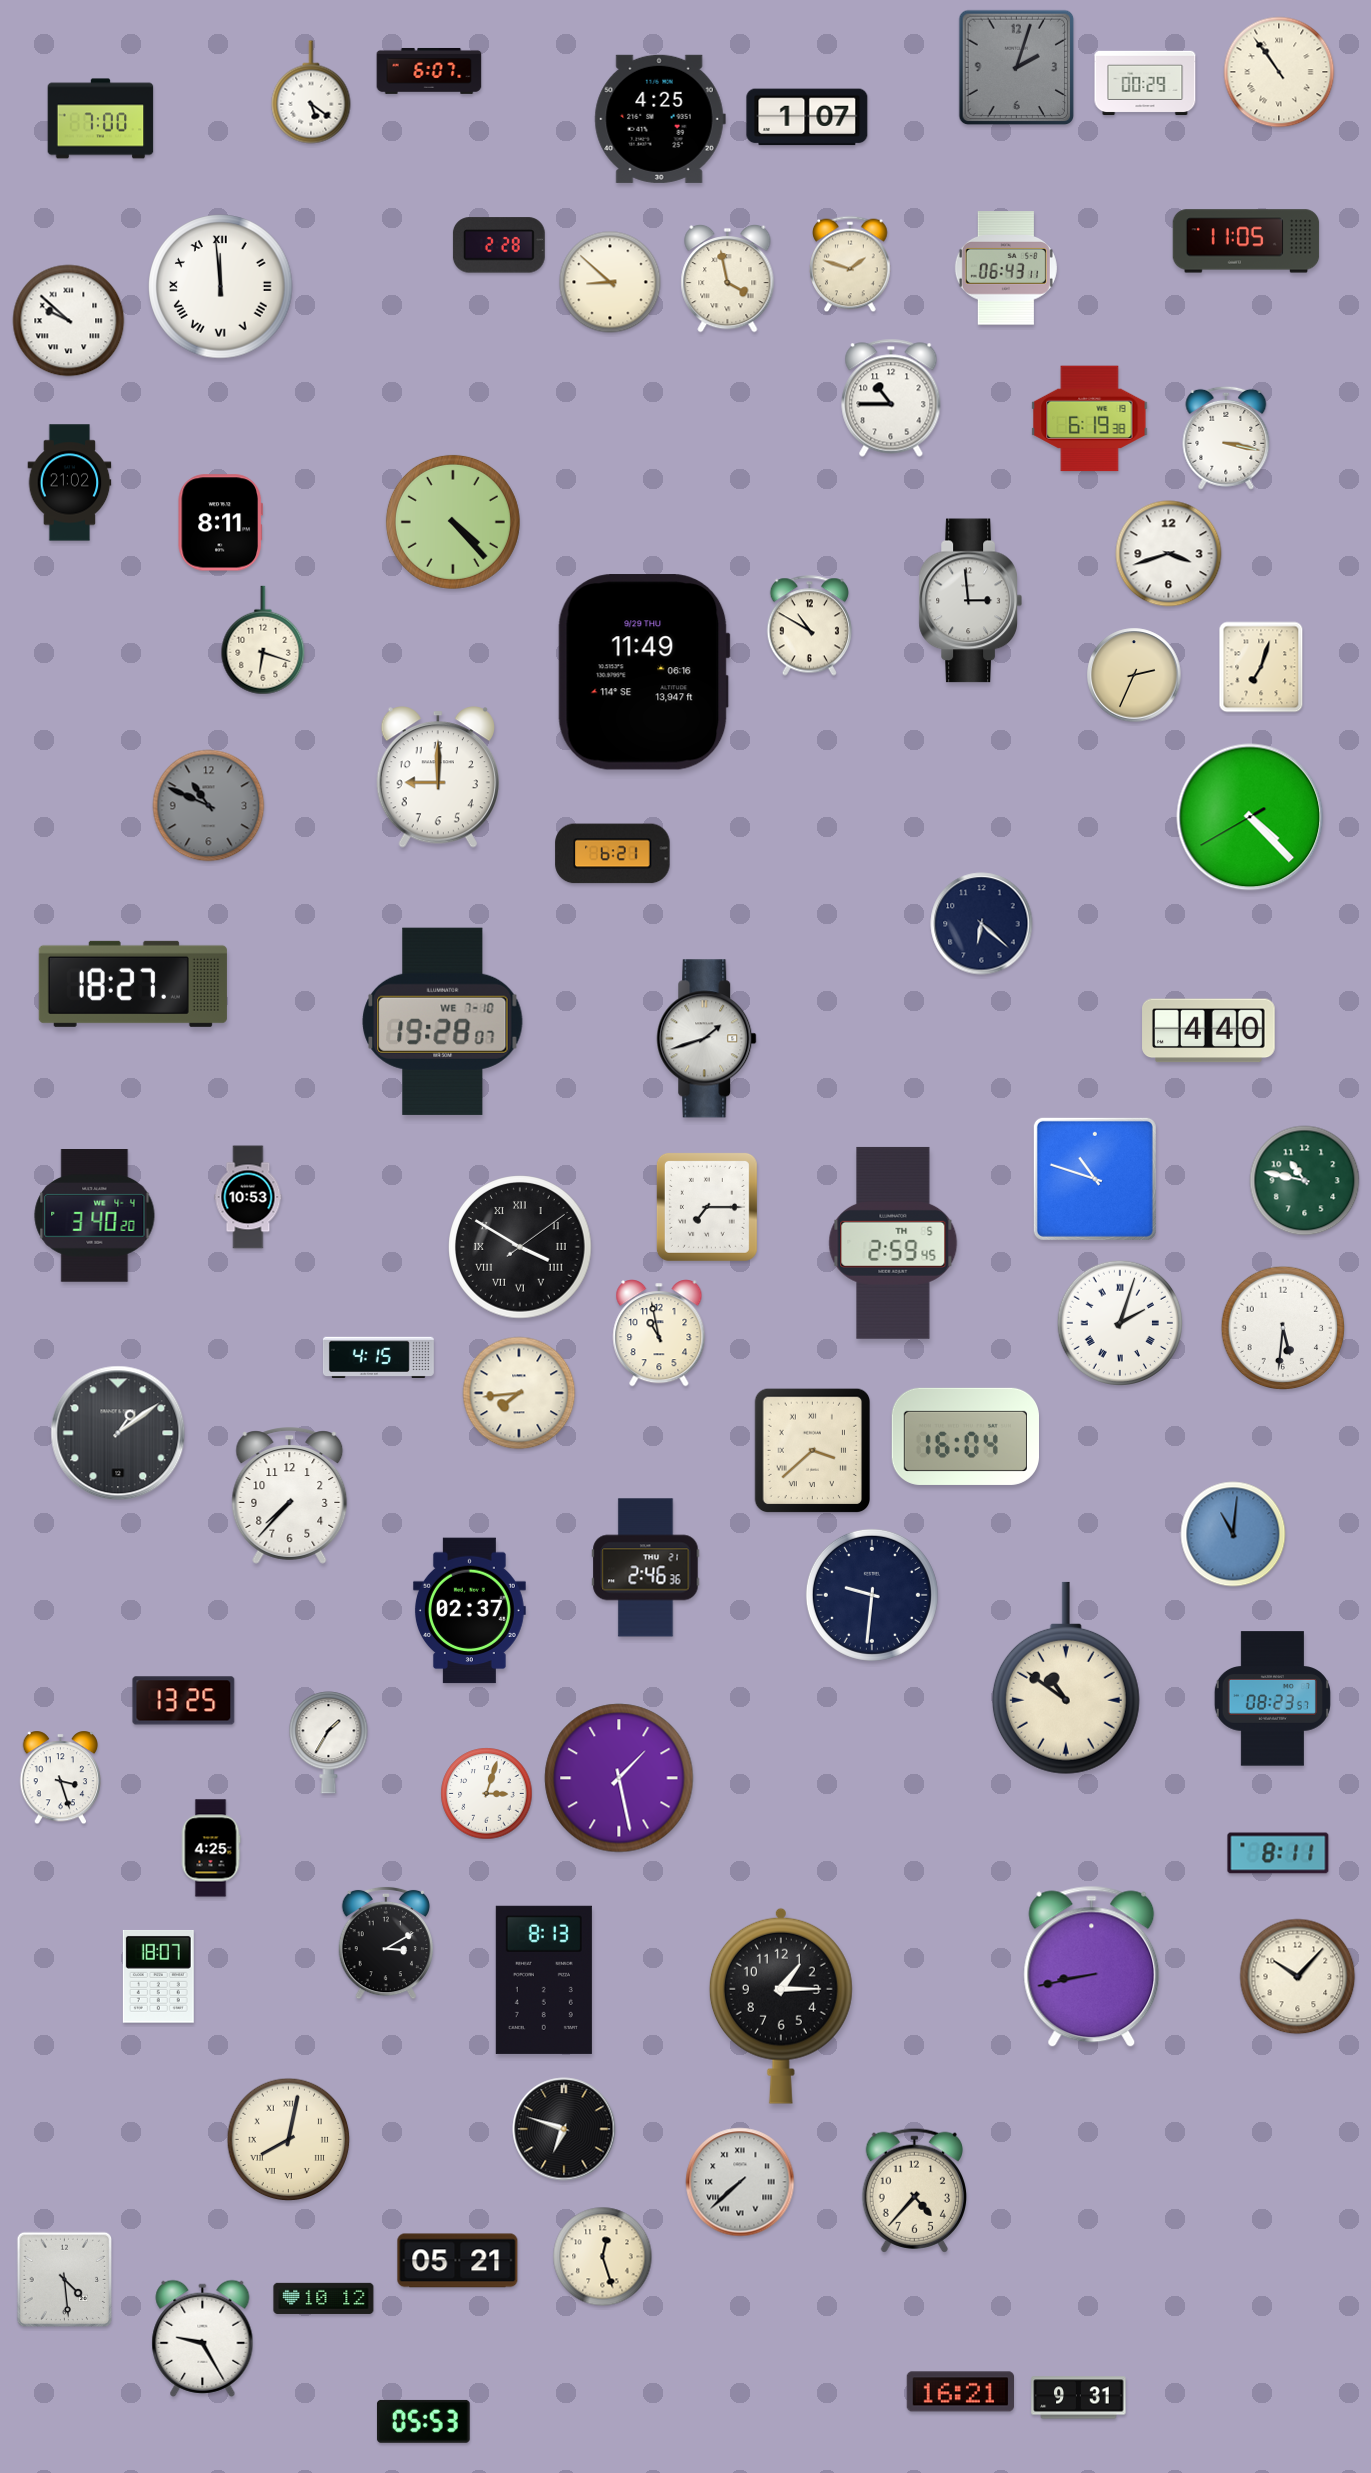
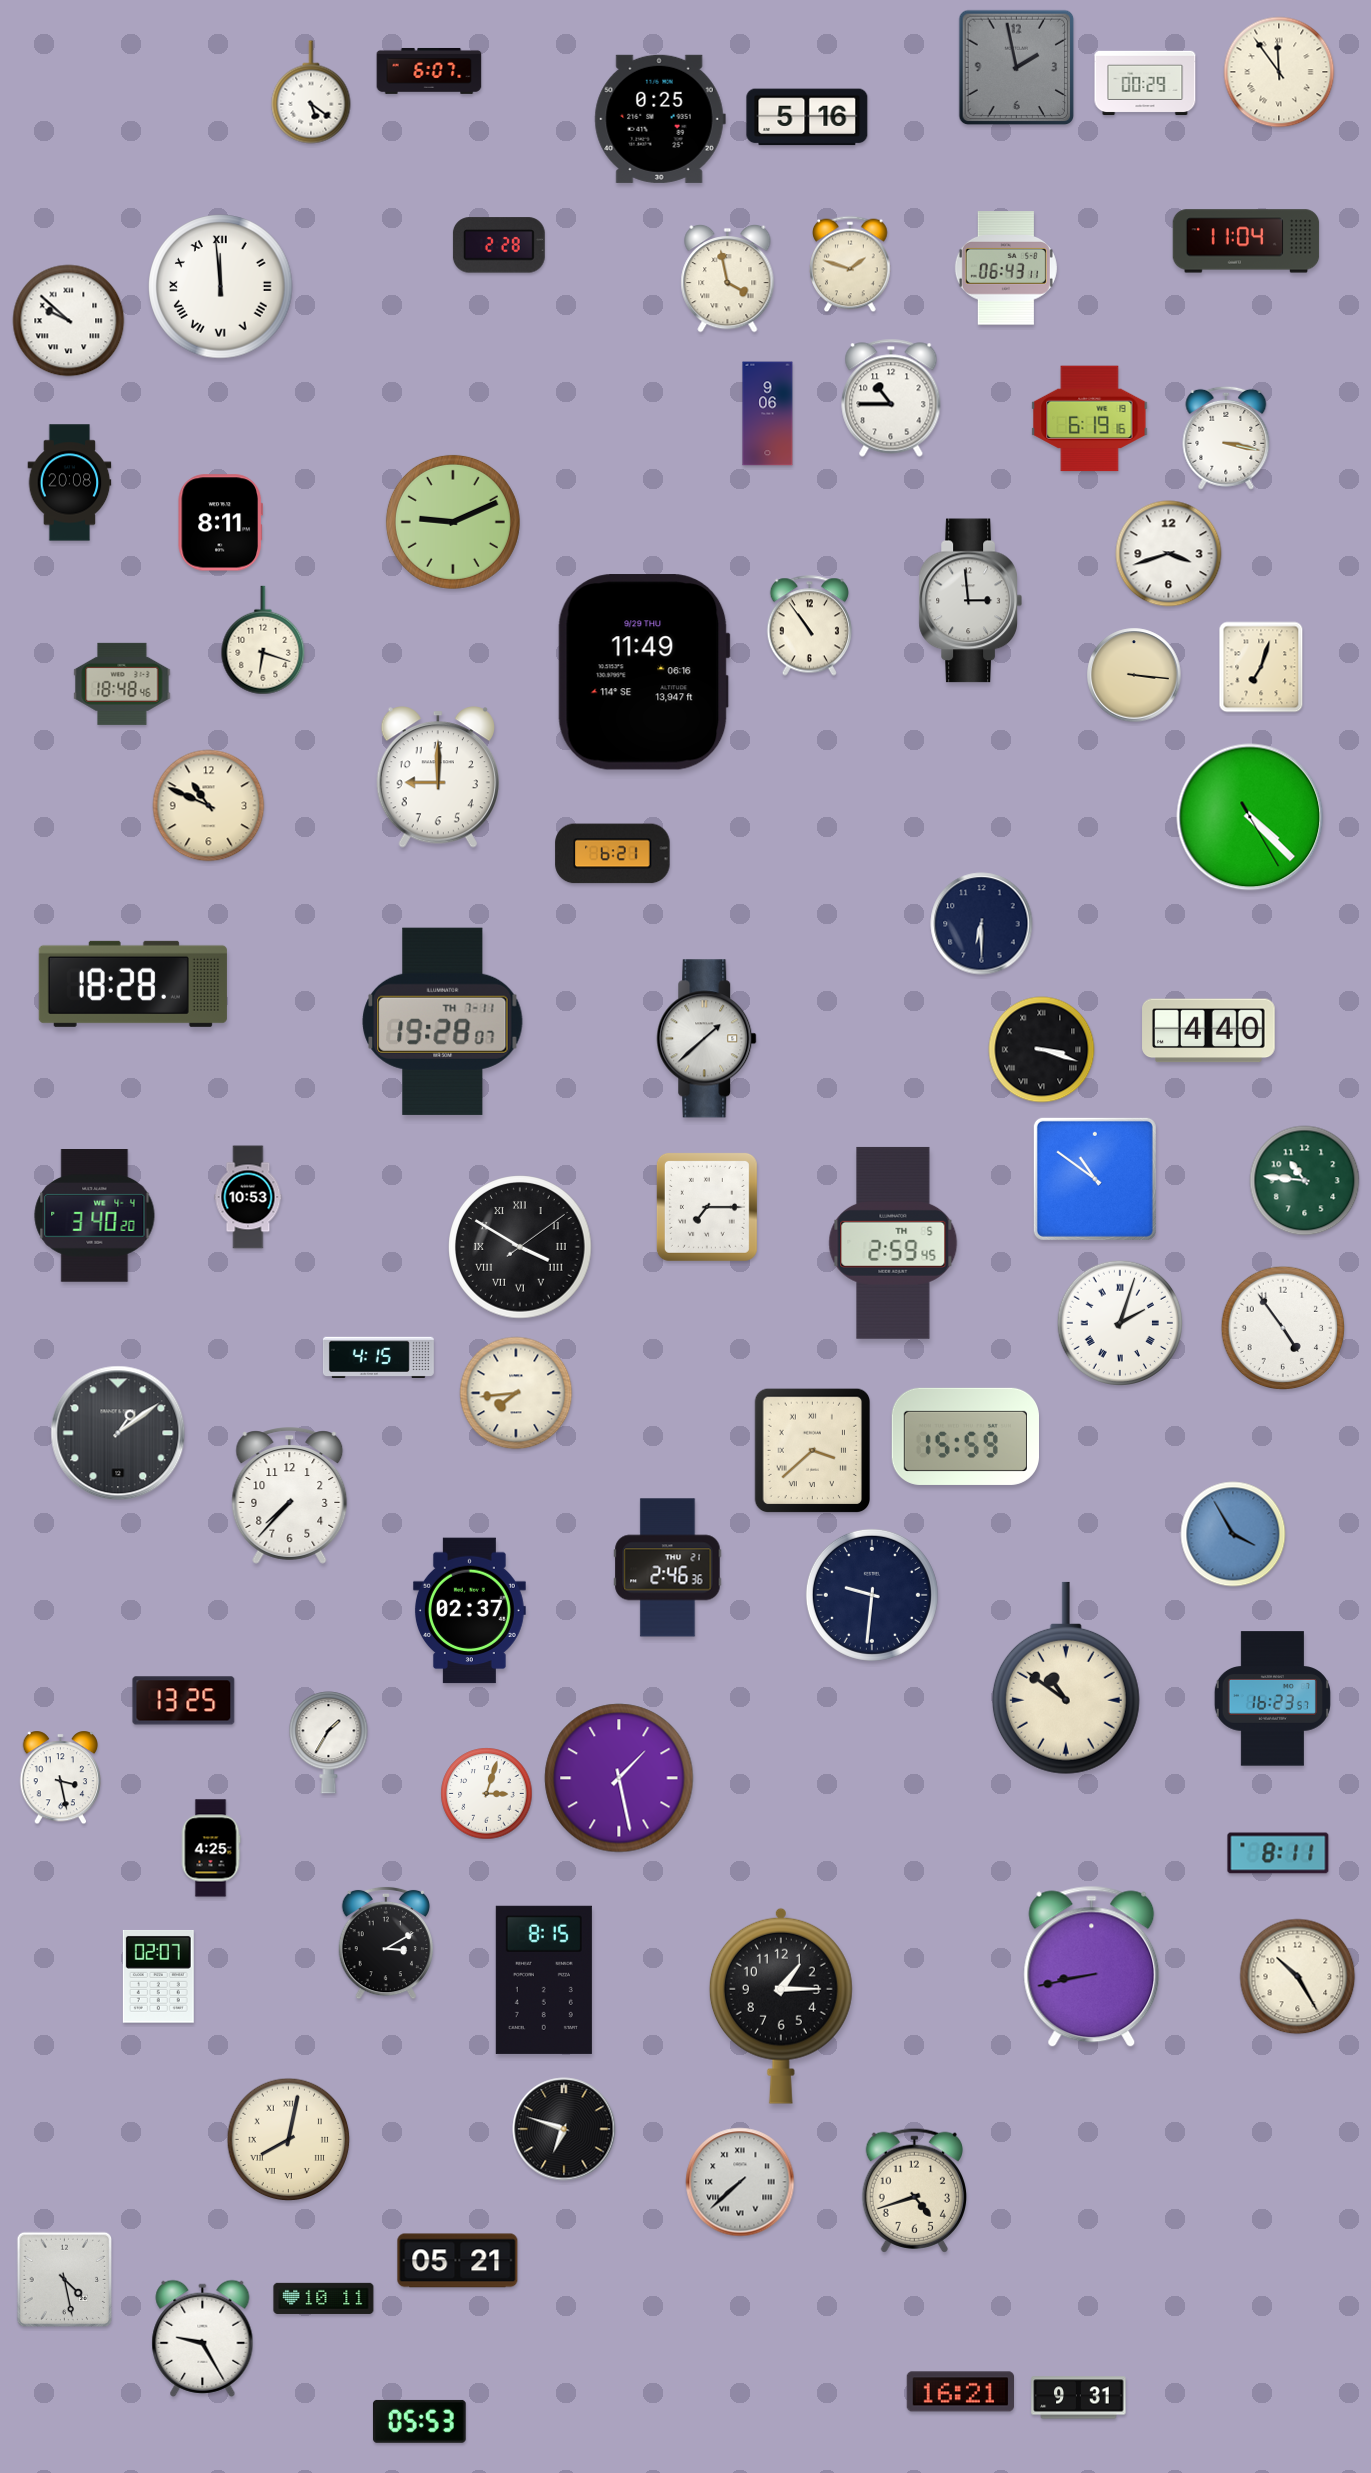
clock at (1017, 68): 2:03 -> 1:58
clock at (1279, 72): 10:54 -> 11:54
clock at (807, 117): 1:07 -> 5:16
clock at (101, 119): 7:00 -> none
clock at (660, 119): 4:25 -> 0:25
clock at (1246, 241): 11:05 -> 11:04
clock at (610, 282): 8:52 -> none
clock at (768, 414): none -> 9:06
clock at (1090, 419): 6:19:38 -> 6:19:16
clock at (70, 483): 21:02 -> 20:08
clock at (453, 522): 4:23 -> 9:11
clock at (809, 626): 10:50 -> 10:54
clock at (1134, 675): 2:34 -> 3:16
clock at (122, 684): none -> 18:48
clock at (209, 806) dial: grey -> cream
clock at (1250, 817): 4:22:40 -> 4:22:25
clock at (982, 924): 6:22 -> 6:30
clock at (133, 984): 18:27 -> 18:28
clock at (443, 1021) date: WE 7-10 -> TH 7-11
clock at (707, 1039): 1:42 -> 1:38
clock at (1042, 1050): none -> 3:18
clock at (1095, 1179): 10:48 -> 10:51
clock at (1305, 1181): 10:47 -> 10:46
clock at (1283, 1328): 5:31 -> 4:54
clock at (659, 1333): 10:58 -> none
clock at (519, 1393) position: (519, 1393) -> (516, 1393)
clock at (965, 1436): 16:04 -> 15:59
clock at (1233, 1534): 11:01 -> 3:55
clock at (646, 1568) position: (646, 1568) -> (668, 1568)
clock at (1272, 1699): 08:23 -> 16:23
clock at (61, 1778): 3:27 -> 3:28
clock at (158, 1976): 18:07 -> 02:07
clock at (1298, 1977): 10:07 -> 10:25
clock at (544, 1980): 8:13 -> 8:15
clock at (914, 2190): 4:37 -> 4:42
clock at (603, 2257): 12:27 -> none
clock at (65, 2280): 4:29 -> 4:28
clock at (324, 2298): 10:12 -> 10:11
clock at (423, 2421) position: (423, 2421) -> (419, 2421)
